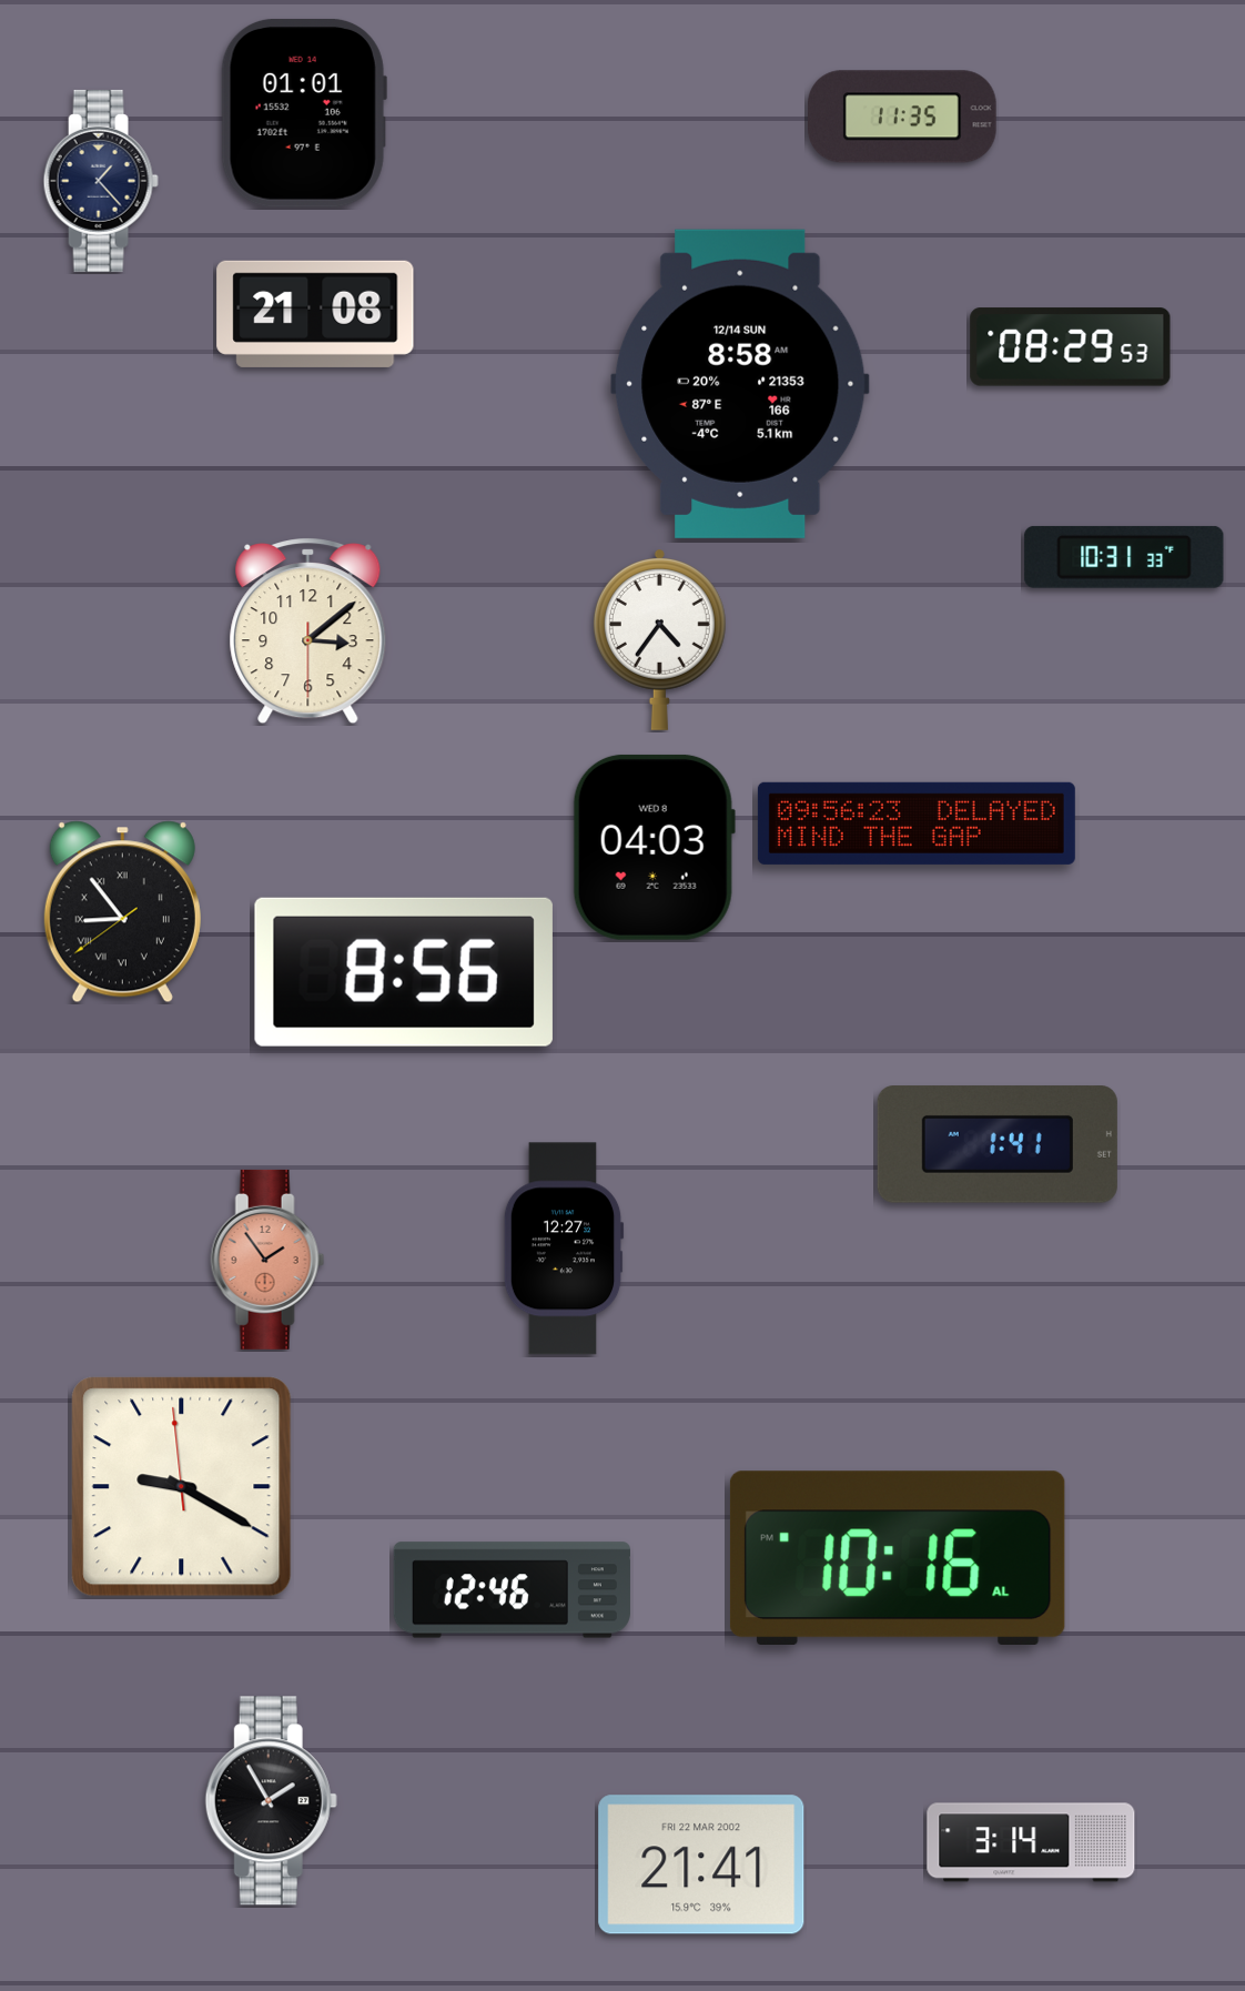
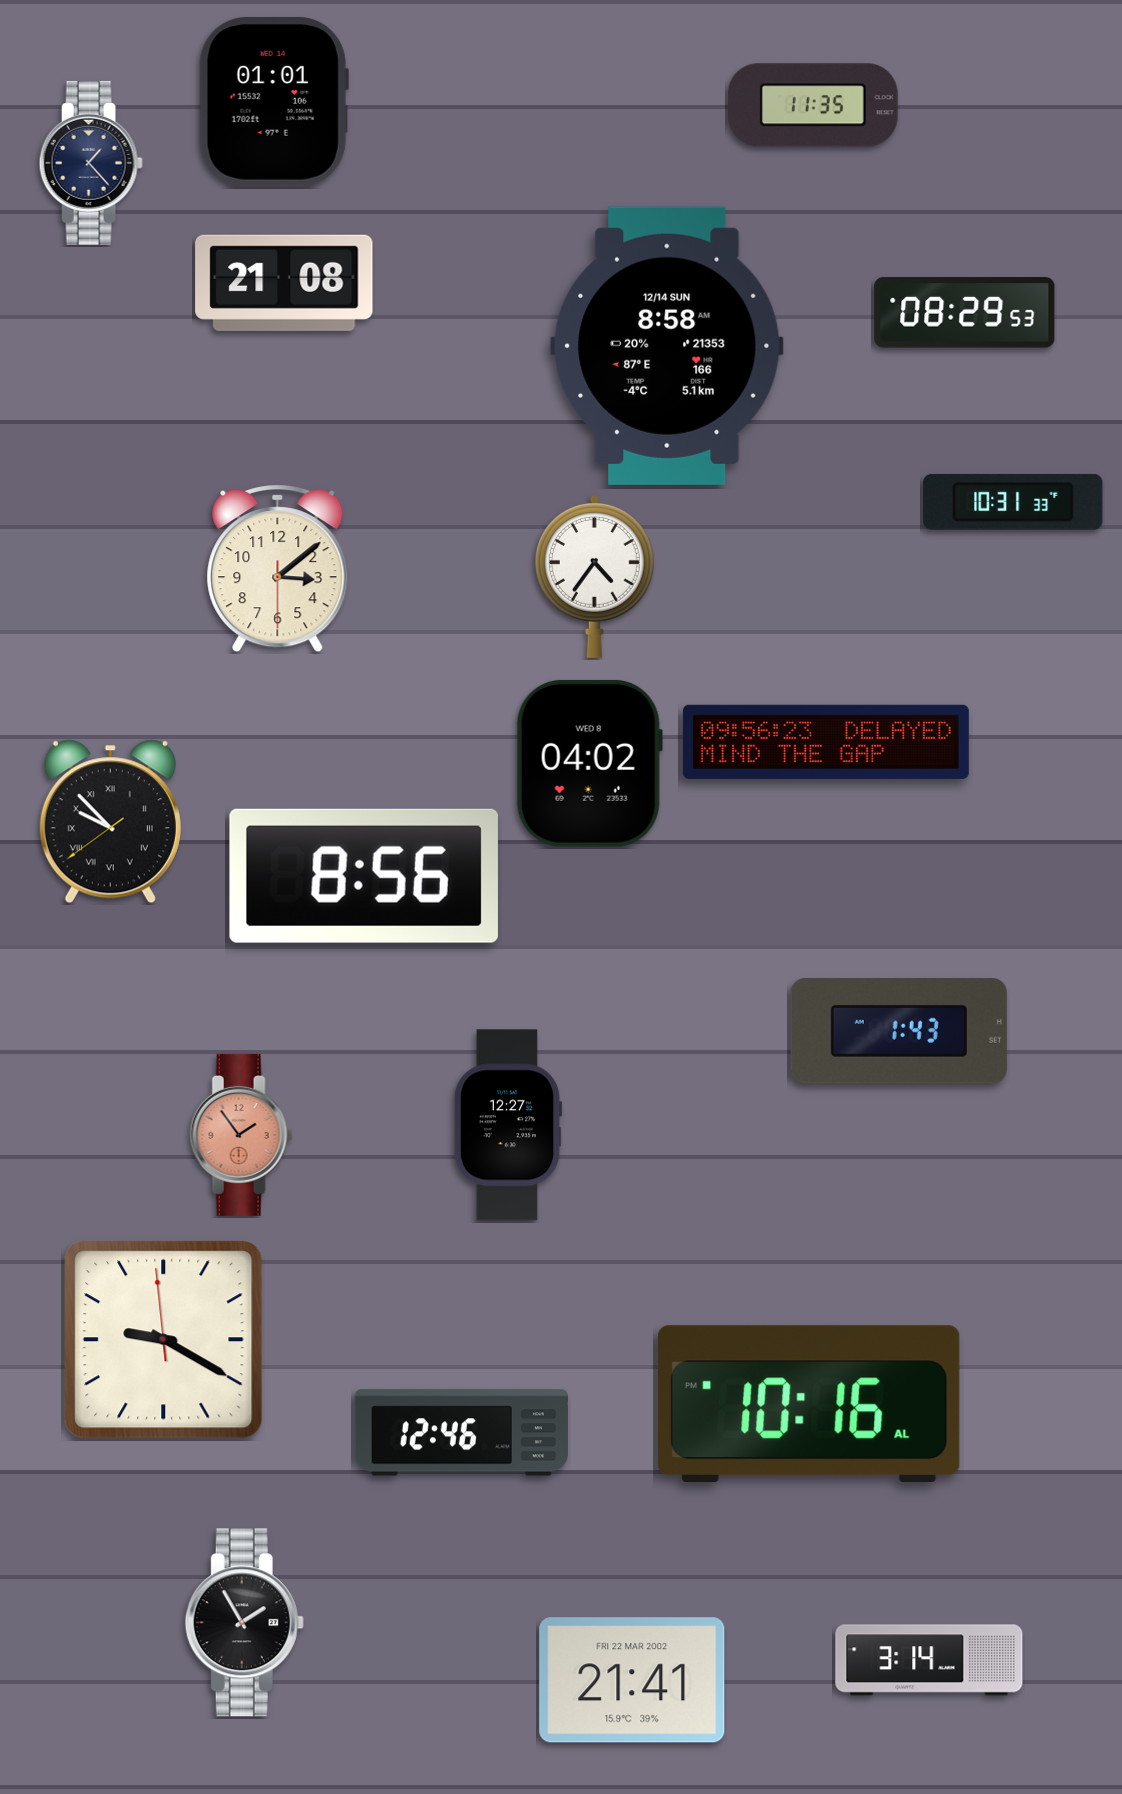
clock at (654, 847): 04:03 -> 04:02
clock at (122, 912): 8:53 -> 9:52
clock at (998, 1144): 1:41 -> 1:43
